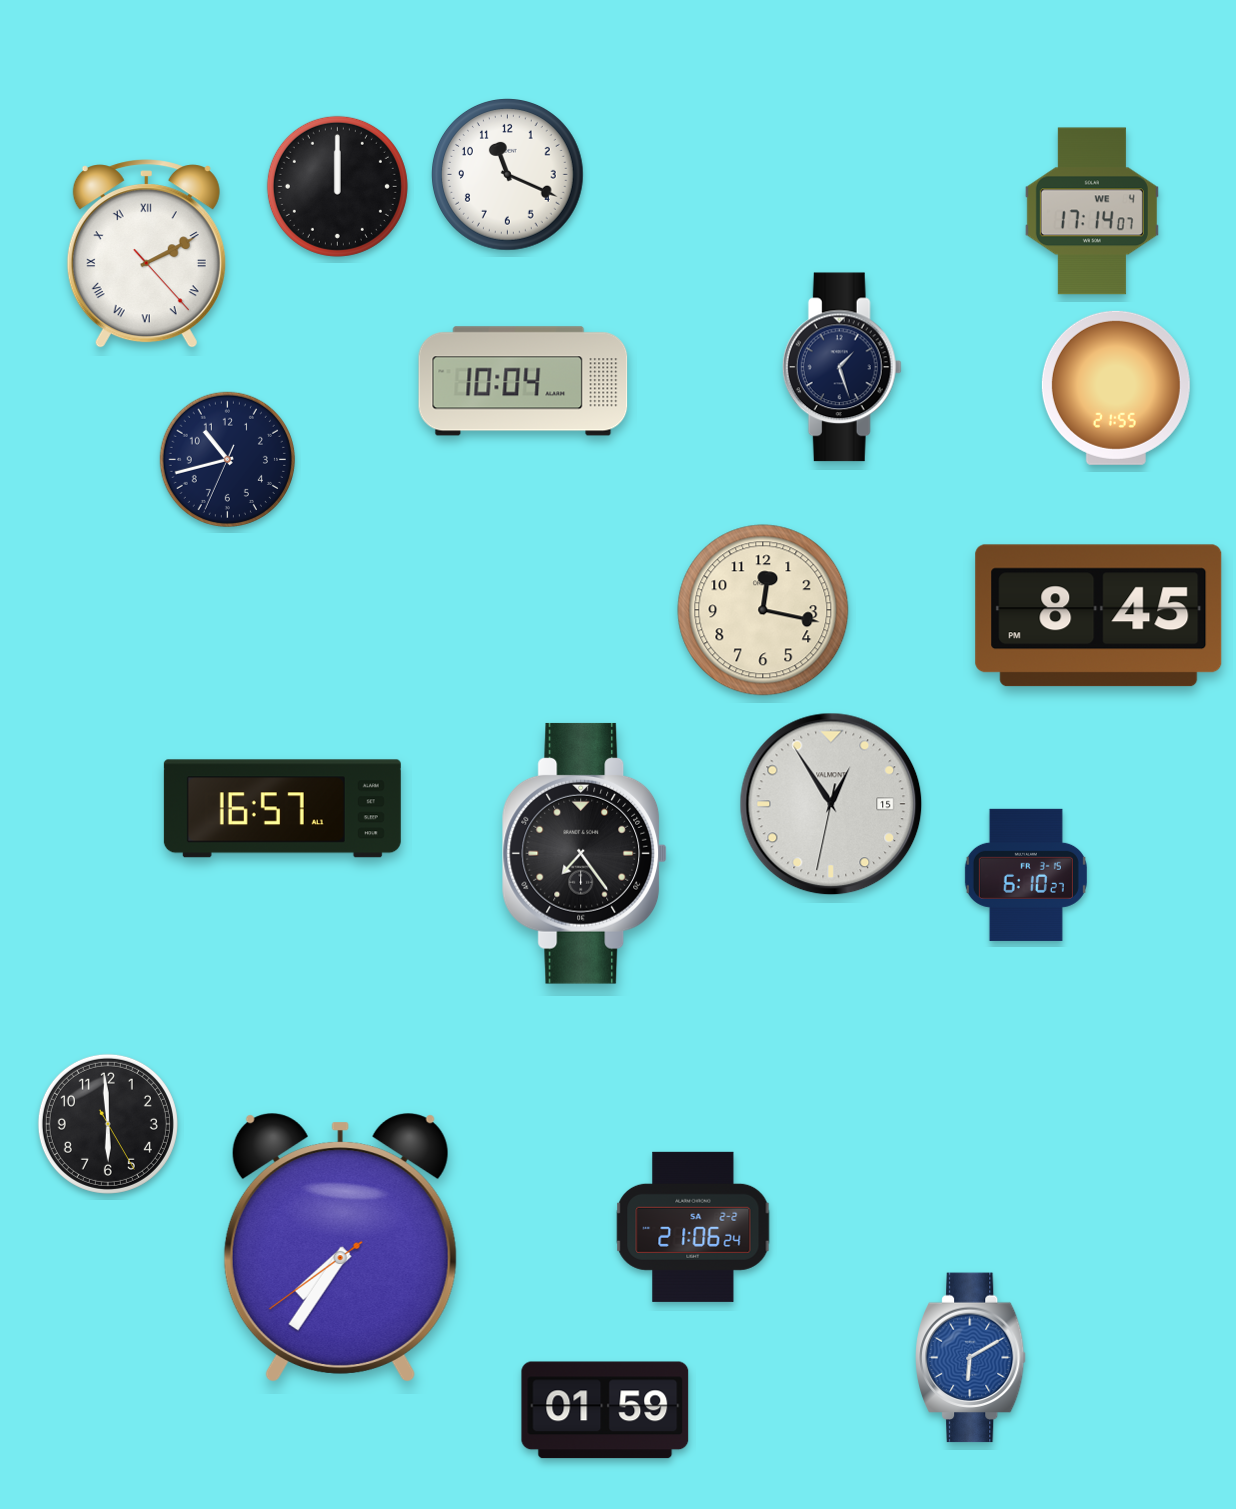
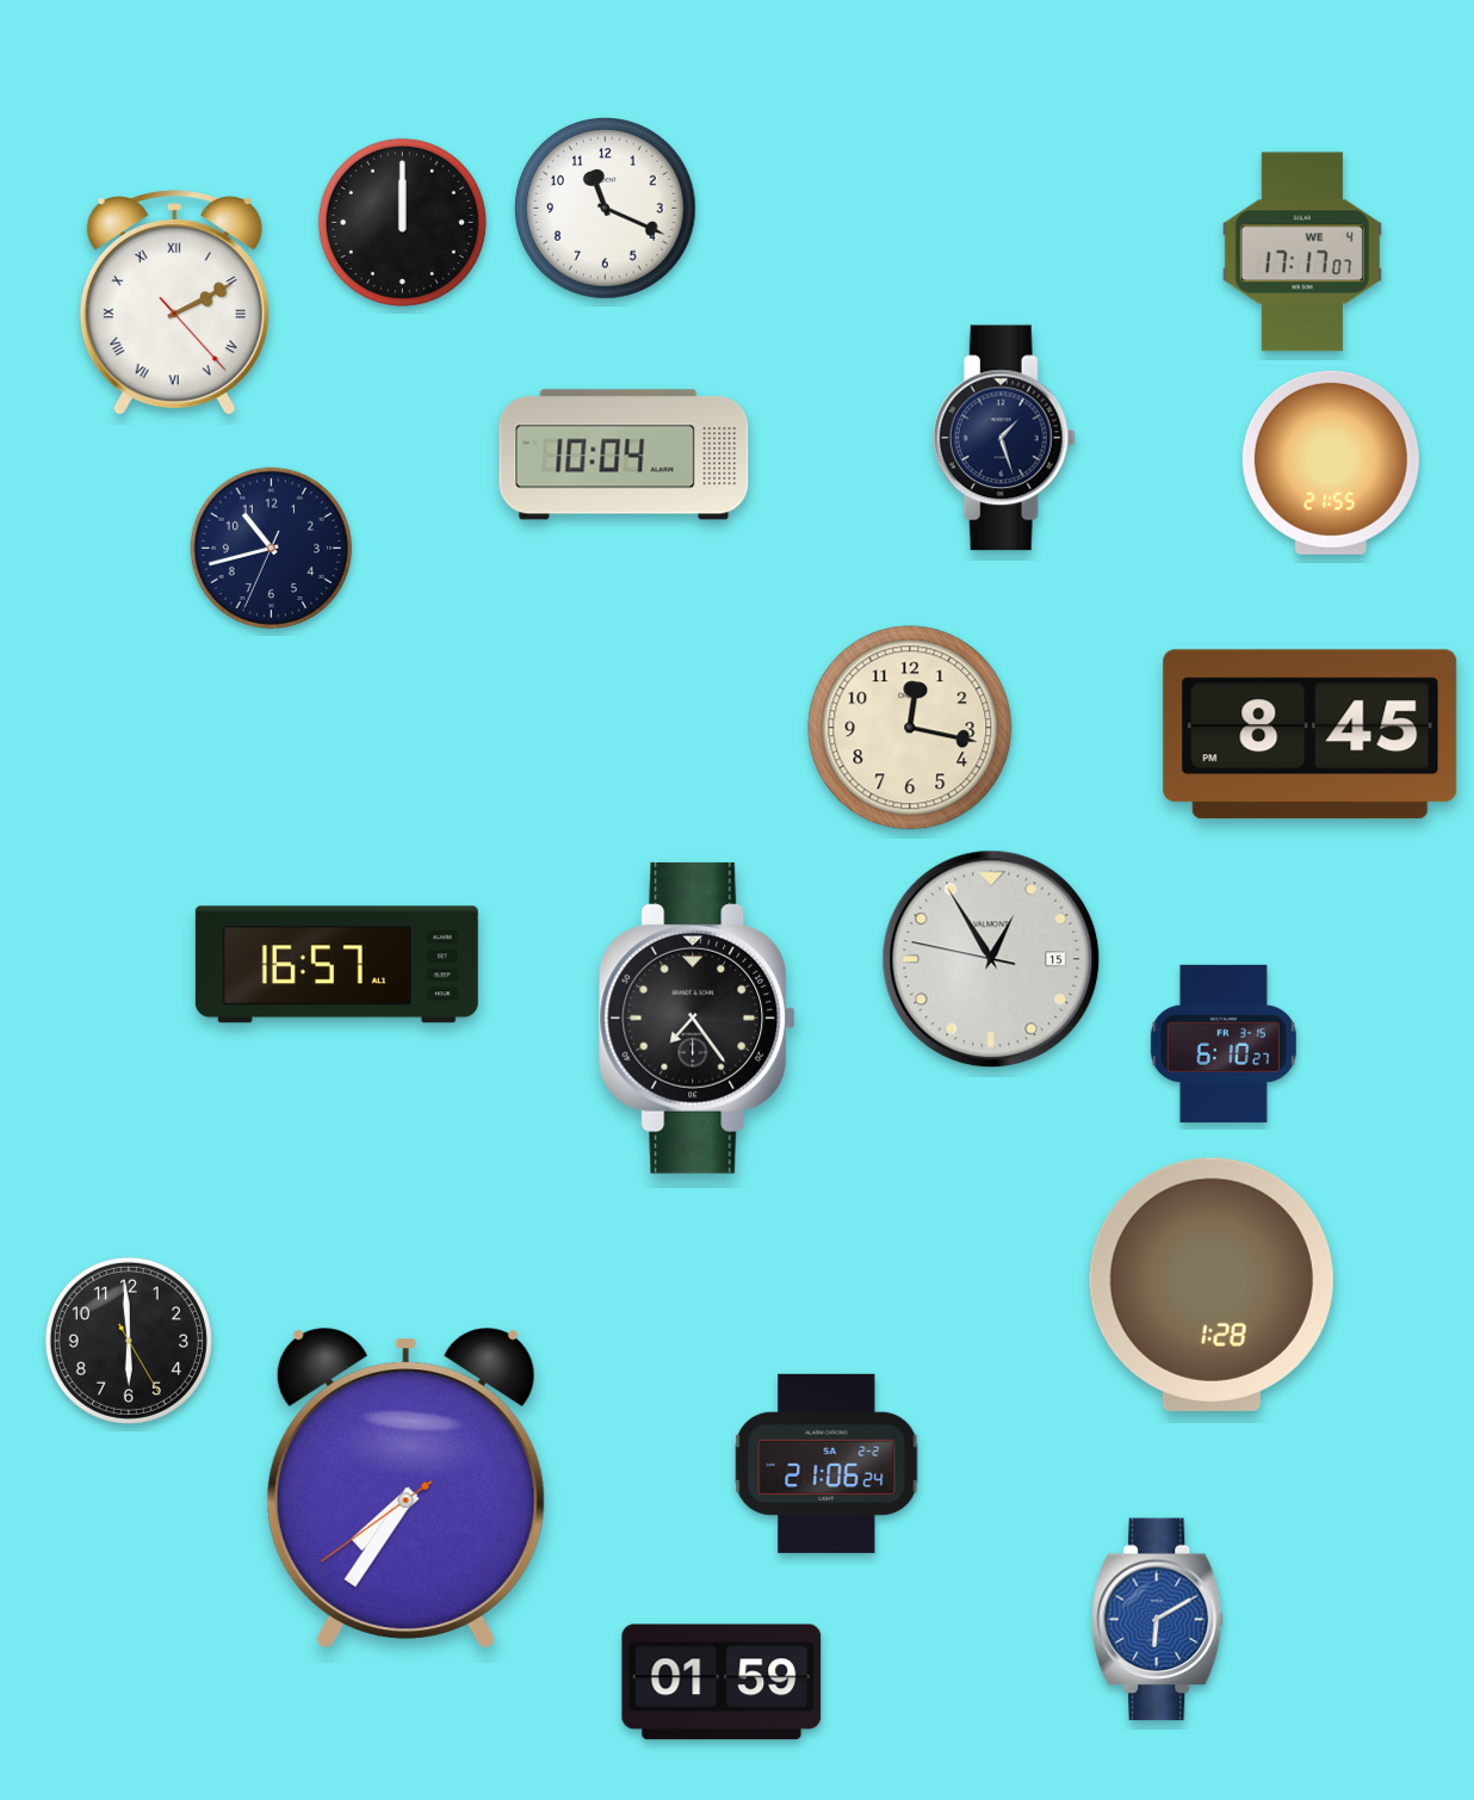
clock at (1092, 211): 17:14 -> 17:17
clock at (831, 804): 12:54:32 -> 12:54:47
clock at (1212, 1285): none -> 1:28
